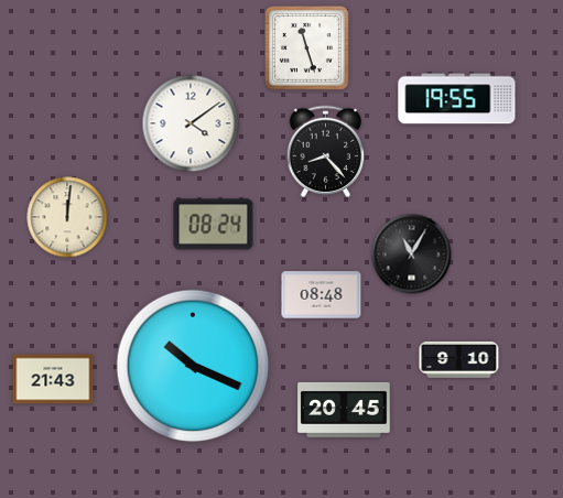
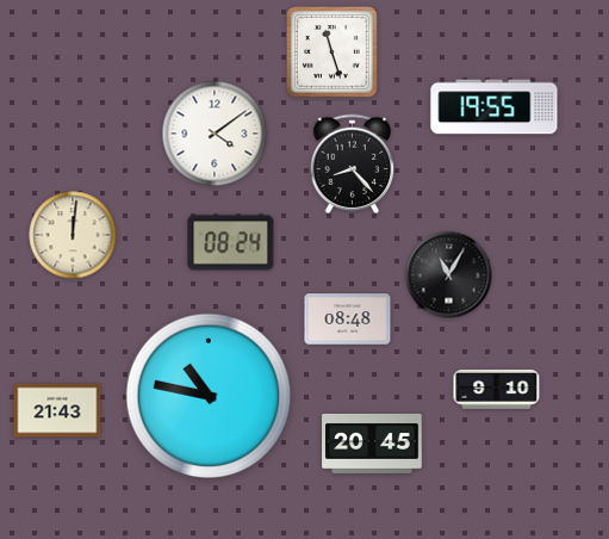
clock at (191, 123) position: (191, 123) -> (215, 134)
clock at (412, 255) position: (412, 255) -> (449, 275)
clock at (192, 365): 10:19 -> 10:47
